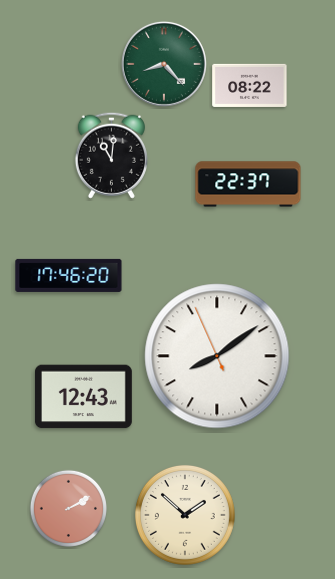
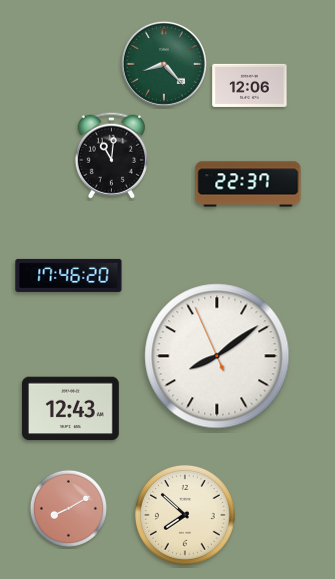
clock at (250, 85): 08:22 -> 12:06
clock at (83, 397) position: (83, 397) -> (70, 409)
clock at (68, 508): 2:10 -> 8:10
clock at (185, 515): 1:52 -> 7:52
